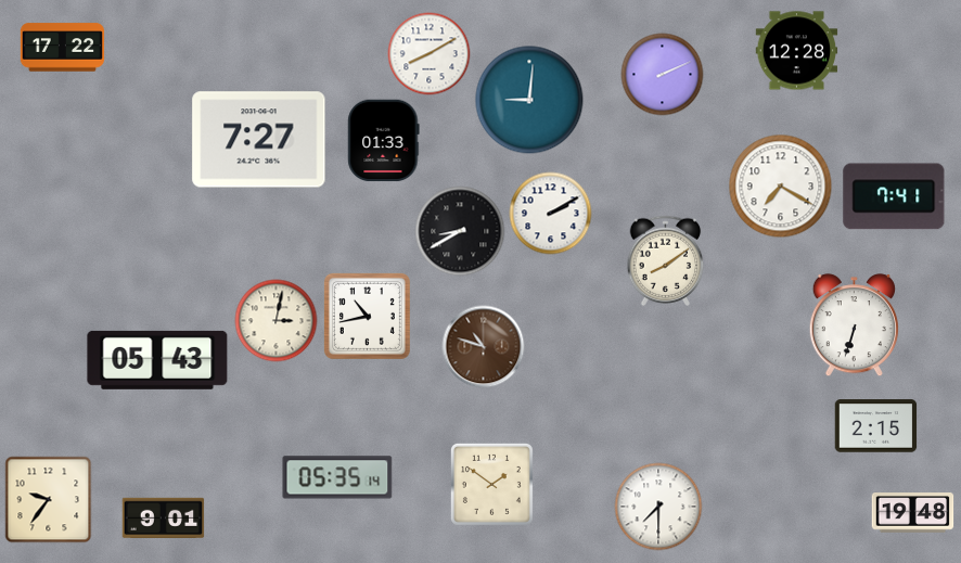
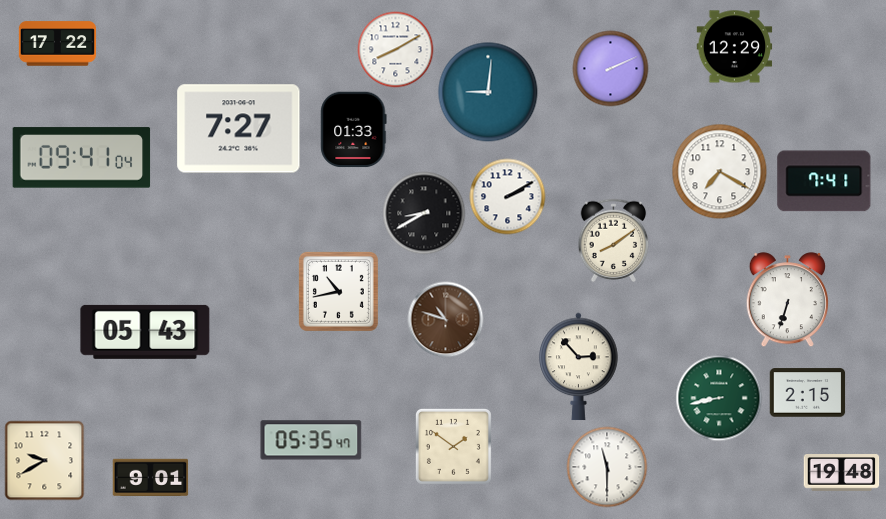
clock at (797, 51): 12:28 -> 12:29
clock at (82, 158): none -> 09:41
clock at (277, 321): 3:02 -> none
clock at (579, 367): none -> 2:53
clock at (719, 398): none -> 8:43
clock at (337, 477): 05:35:14 -> 05:35:47
clock at (49, 500): 9:36 -> 9:40
clock at (658, 507): 7:30 -> 11:30
